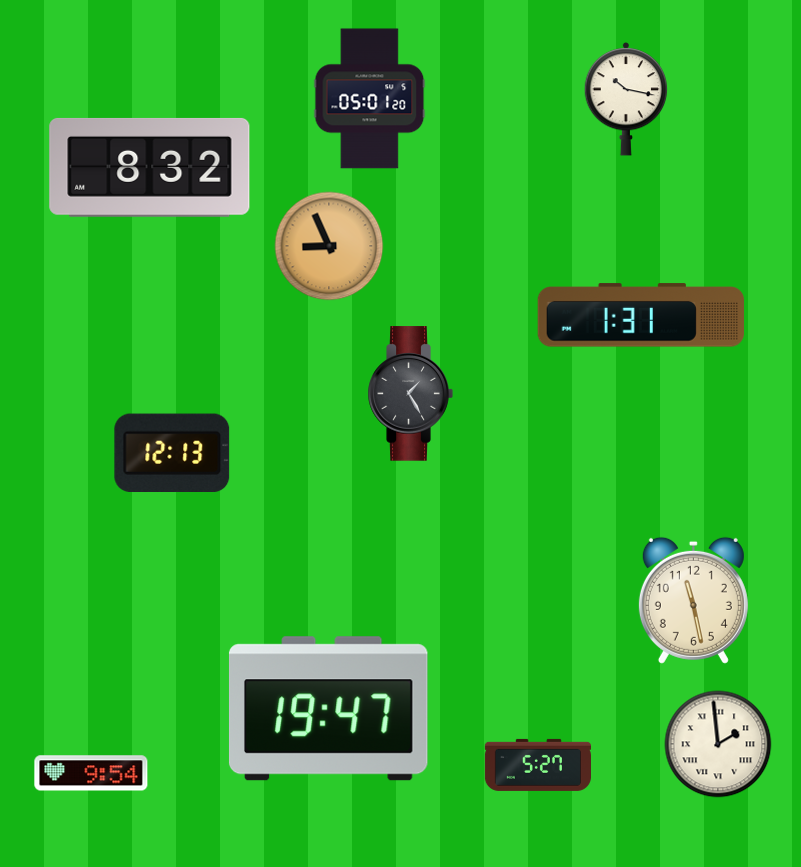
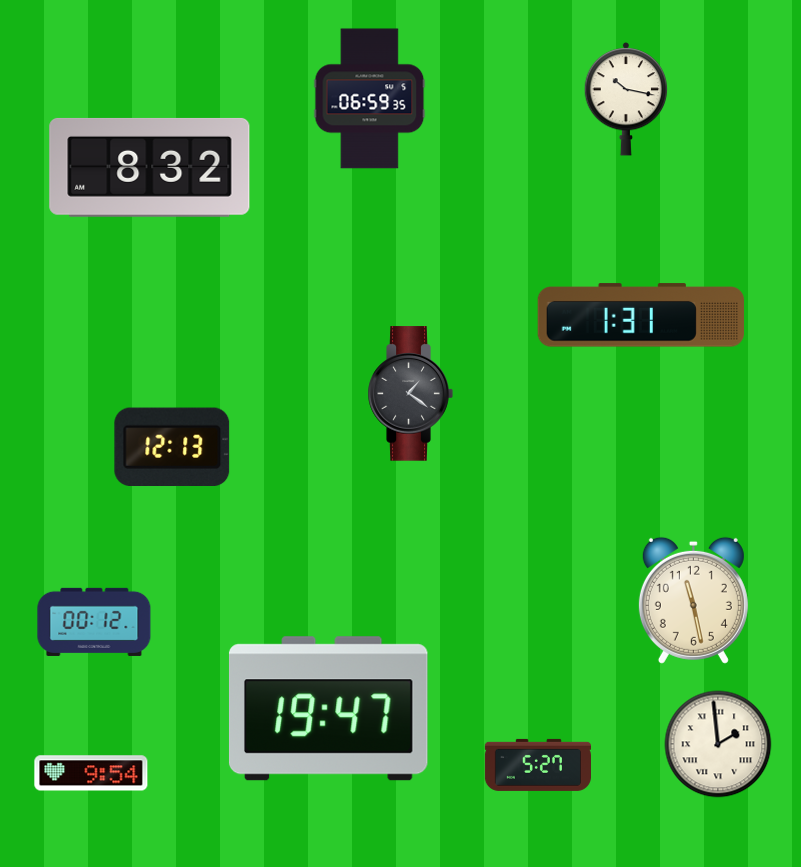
clock at (370, 99): 05:01 -> 06:59
clock at (329, 246): 8:56 -> none
clock at (410, 394): 1:25 -> 1:21
clock at (172, 452) position: (172, 452) -> (172, 446)
clock at (94, 622): none -> 00:12
